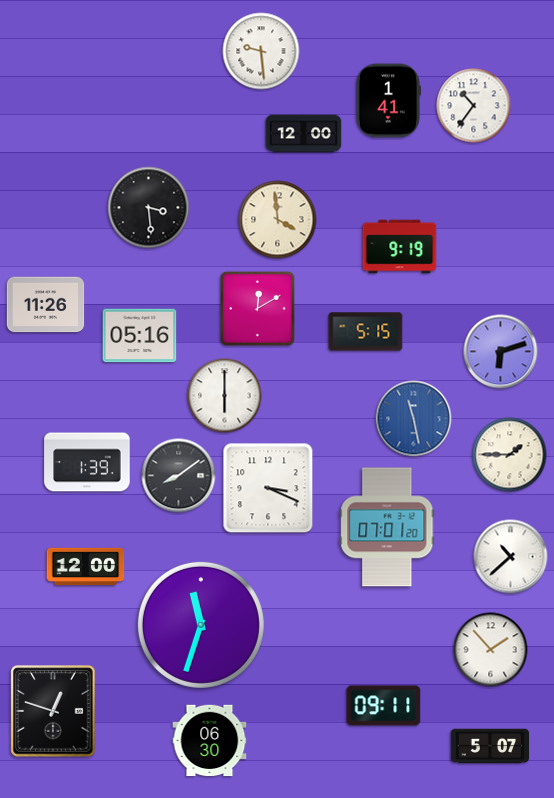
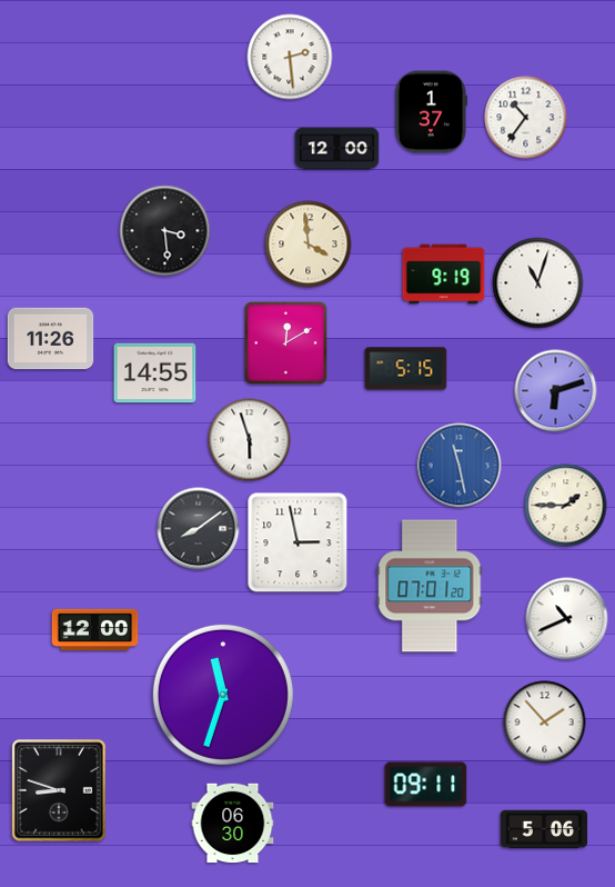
clock at (261, 51): 9:29 -> 2:29
clock at (388, 101): 1:41 -> 1:37
clock at (538, 283): none -> 11:03
clock at (140, 336): 05:16 -> 14:55
clock at (225, 396): 6:00 -> 5:57
clock at (87, 462): 1:39 -> none
clock at (268, 488): 3:19 -> 2:58
clock at (511, 557): 10:38 -> 10:41
clock at (53, 711): 12:48 -> 8:48
clock at (490, 746): 5:07 -> 5:06
